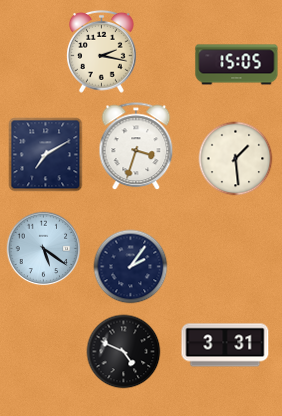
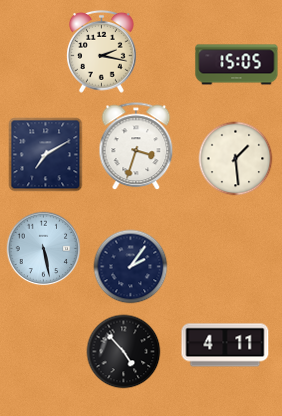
clock at (44, 249): 5:21 -> 5:28
clock at (225, 345): 3:31 -> 4:11
clock at (124, 352): 4:49 -> 4:53
